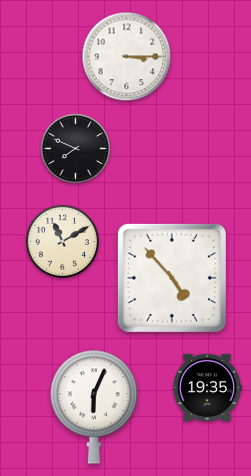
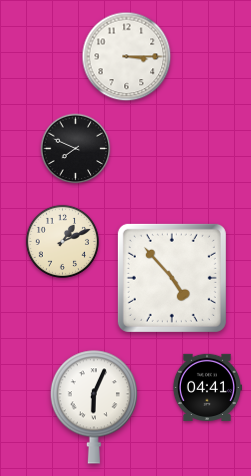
clock at (62, 241): 11:10 -> 1:11
clock at (207, 387): 19:35 -> 04:41
